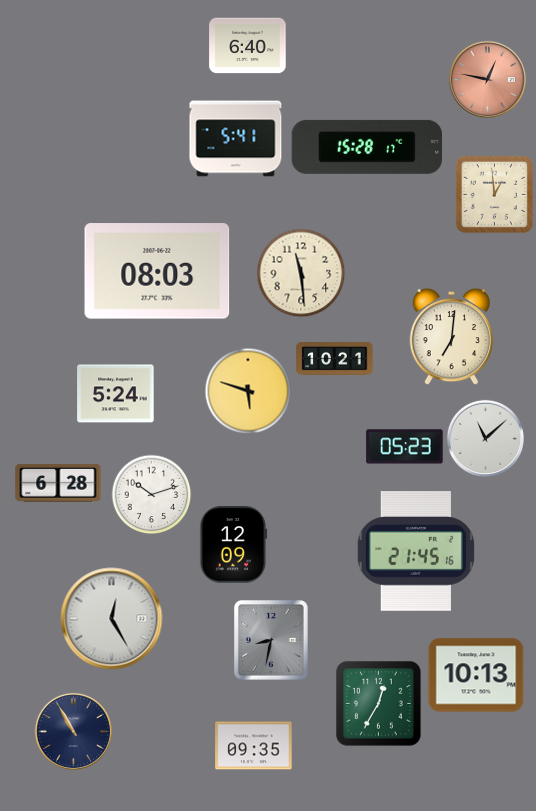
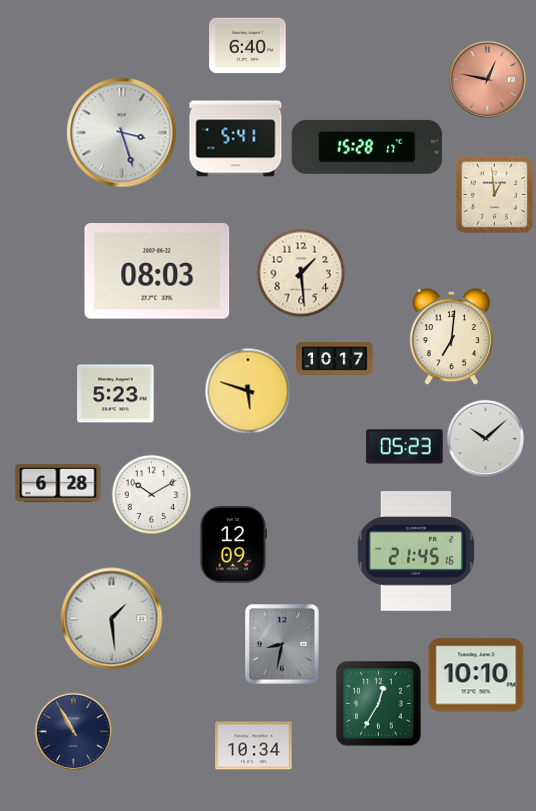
clock at (122, 133): none -> 3:27
clock at (301, 273): 11:29 -> 1:29
clock at (335, 359): 10:21 -> 10:17
clock at (116, 394): 5:24 -> 5:23
clock at (485, 438): 11:08 -> 10:08
clock at (151, 494): 10:12 -> 10:10
clock at (112, 619): 12:25 -> 1:29
clock at (272, 641) position: (272, 641) -> (283, 645)
clock at (476, 675): 10:13 -> 10:10
clock at (254, 746): 09:35 -> 10:34
